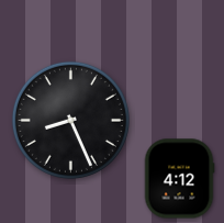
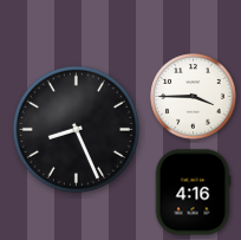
clock at (194, 97): none -> 3:45
clock at (179, 179): 4:12 -> 4:16
